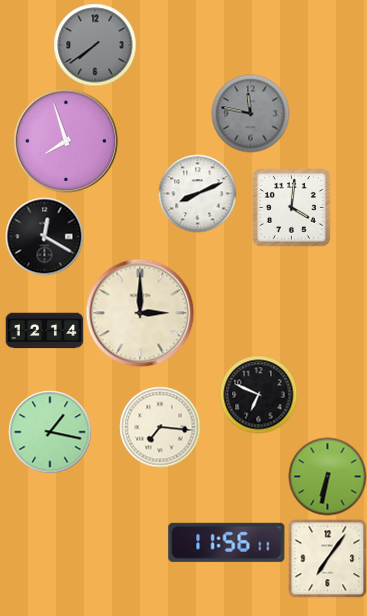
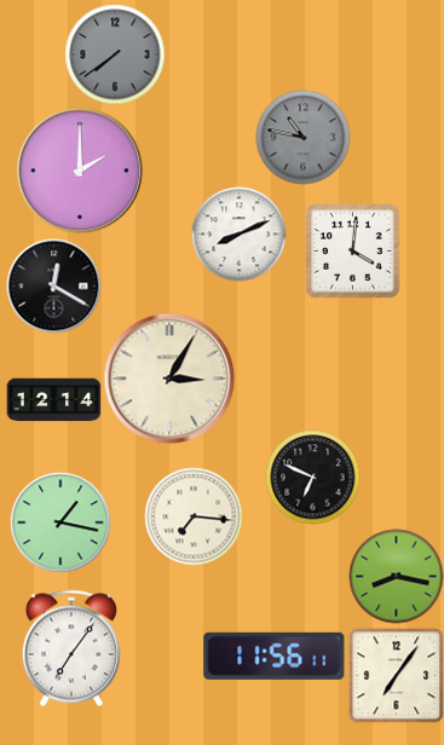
clock at (250, 113): 11:47 -> 10:47
clock at (66, 141): 7:57 -> 2:00
clock at (140, 313): 3:00 -> 3:05
clock at (327, 476): 6:32 -> 8:17
clock at (71, 648): none -> 7:06
